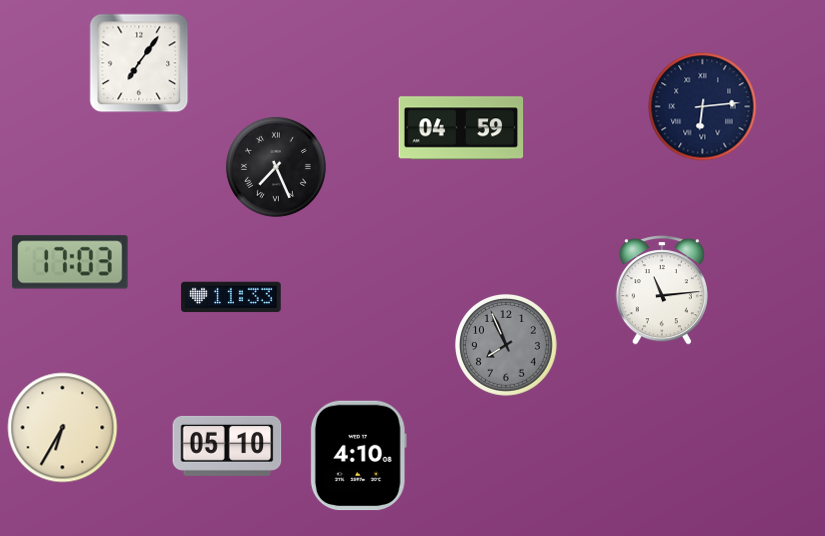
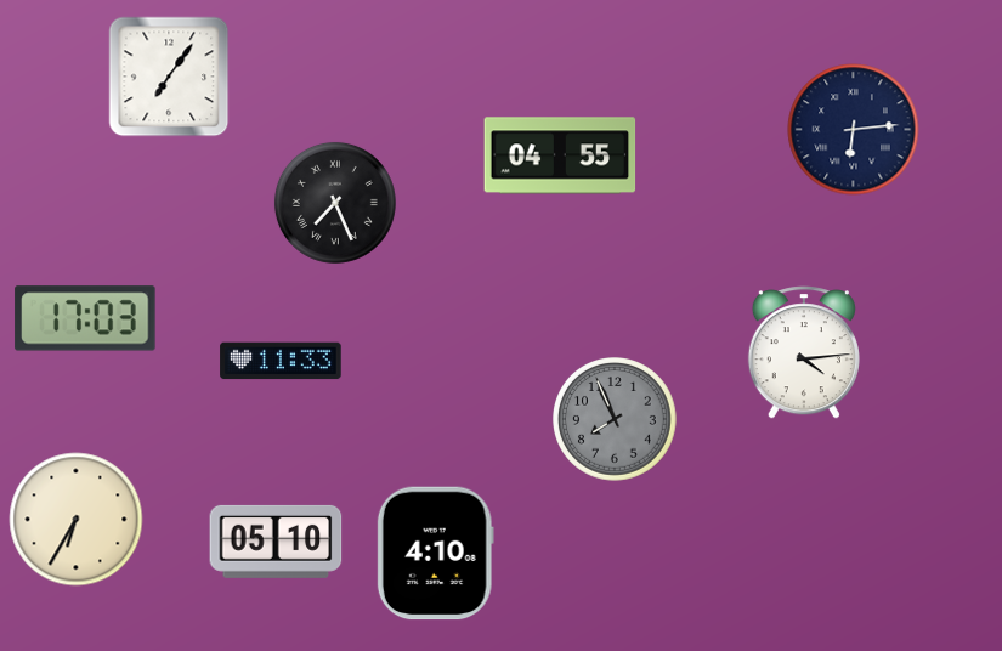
clock at (461, 128): 04:59 -> 04:55
clock at (662, 290): 11:14 -> 4:14
